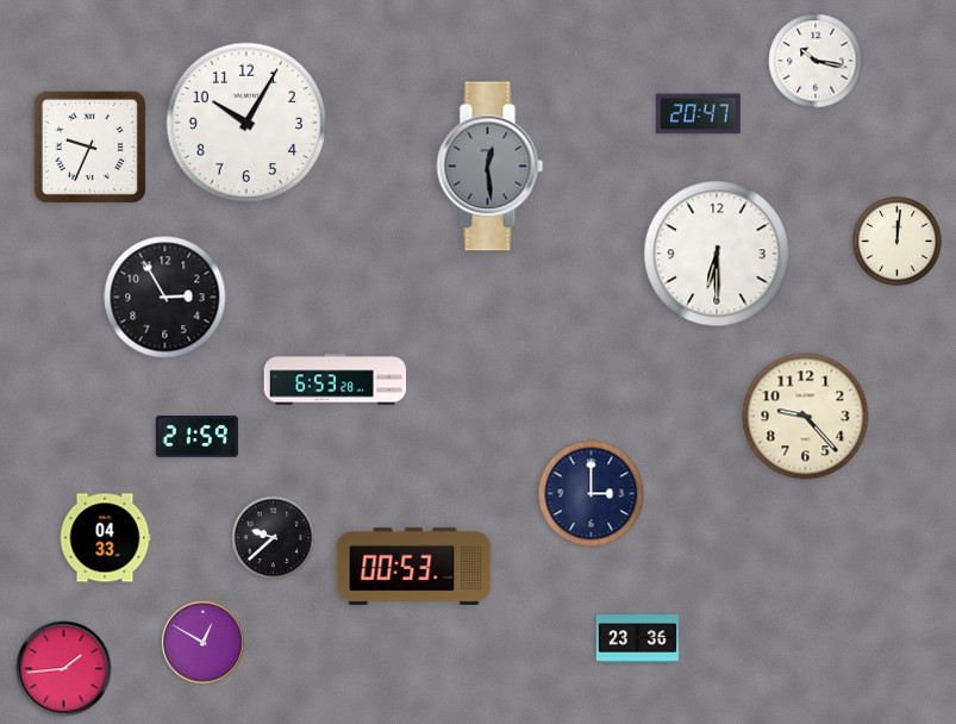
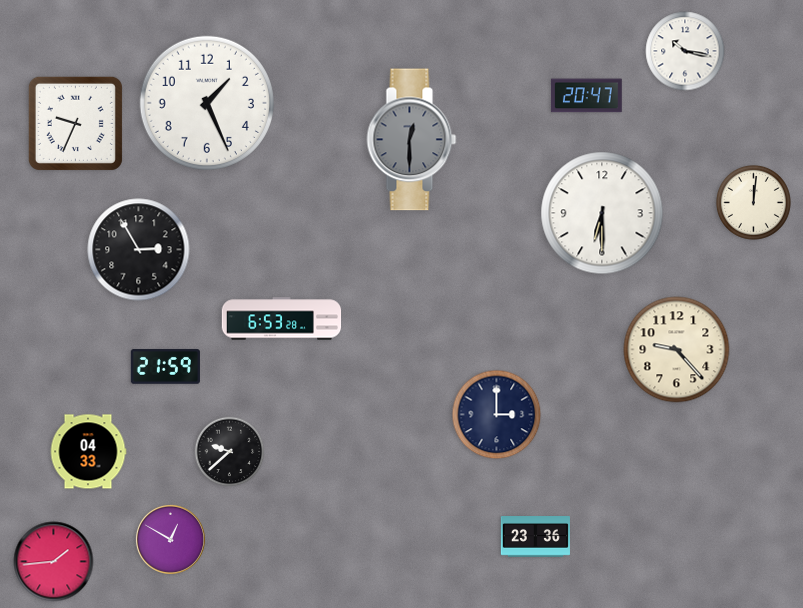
clock at (246, 123): 10:05 -> 1:26
clock at (491, 167): 12:29 -> 12:30
clock at (414, 566): 00:53 -> none
